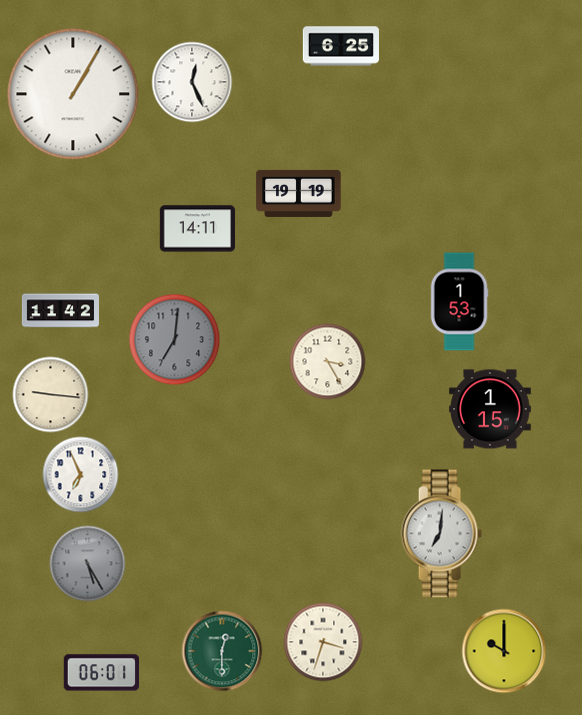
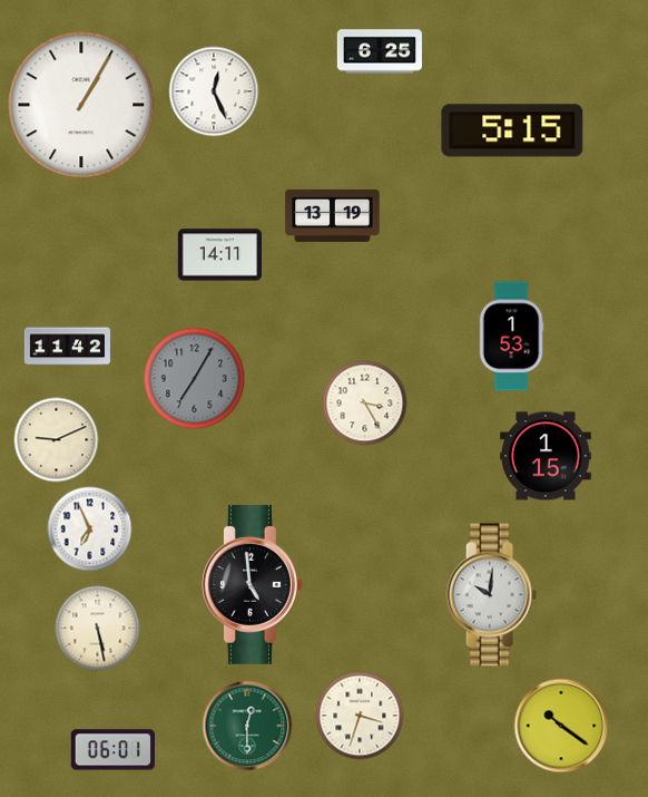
clock at (512, 130): none -> 5:15
clock at (299, 193): 19:19 -> 13:19
clock at (175, 340): 7:01 -> 7:05
clock at (51, 395): 9:16 -> 9:11
clock at (252, 584): none -> 4:59
clock at (441, 534): 7:01 -> 10:01
clock at (88, 564): 5:25 -> 5:28
clock at (88, 564) dial: grey -> cream
clock at (504, 651): 10:00 -> 10:21
